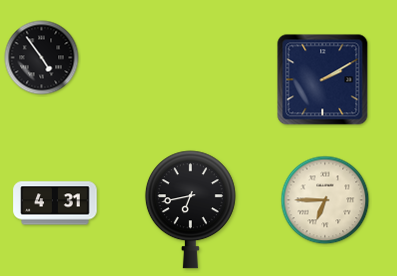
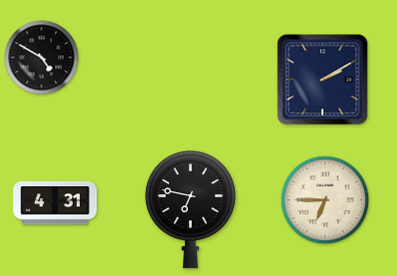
clock at (42, 58): 4:54 -> 4:50
clock at (190, 210): 6:43 -> 6:47
